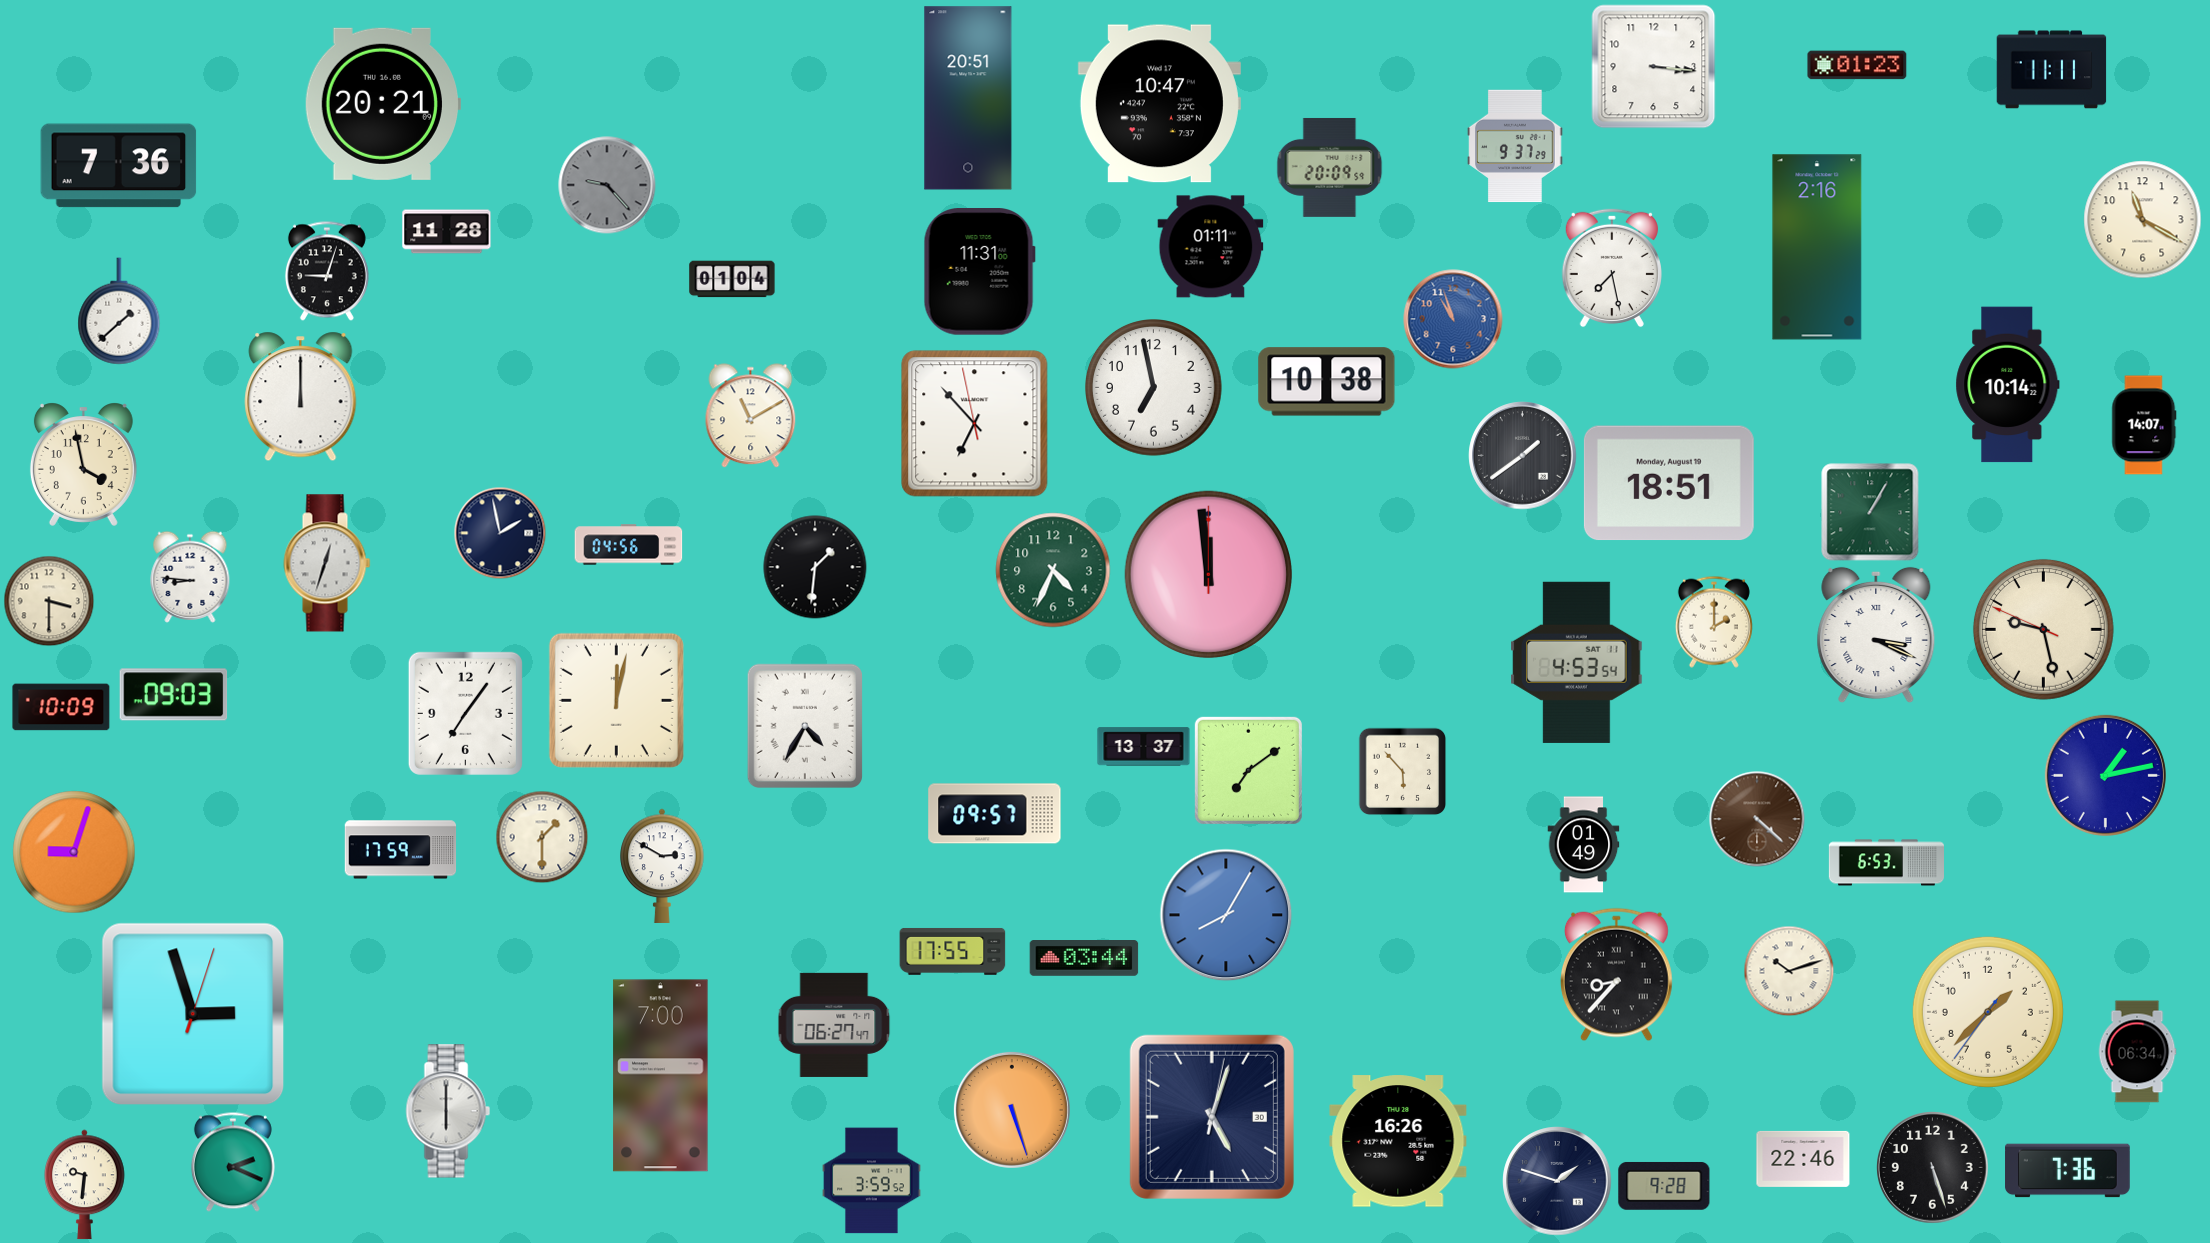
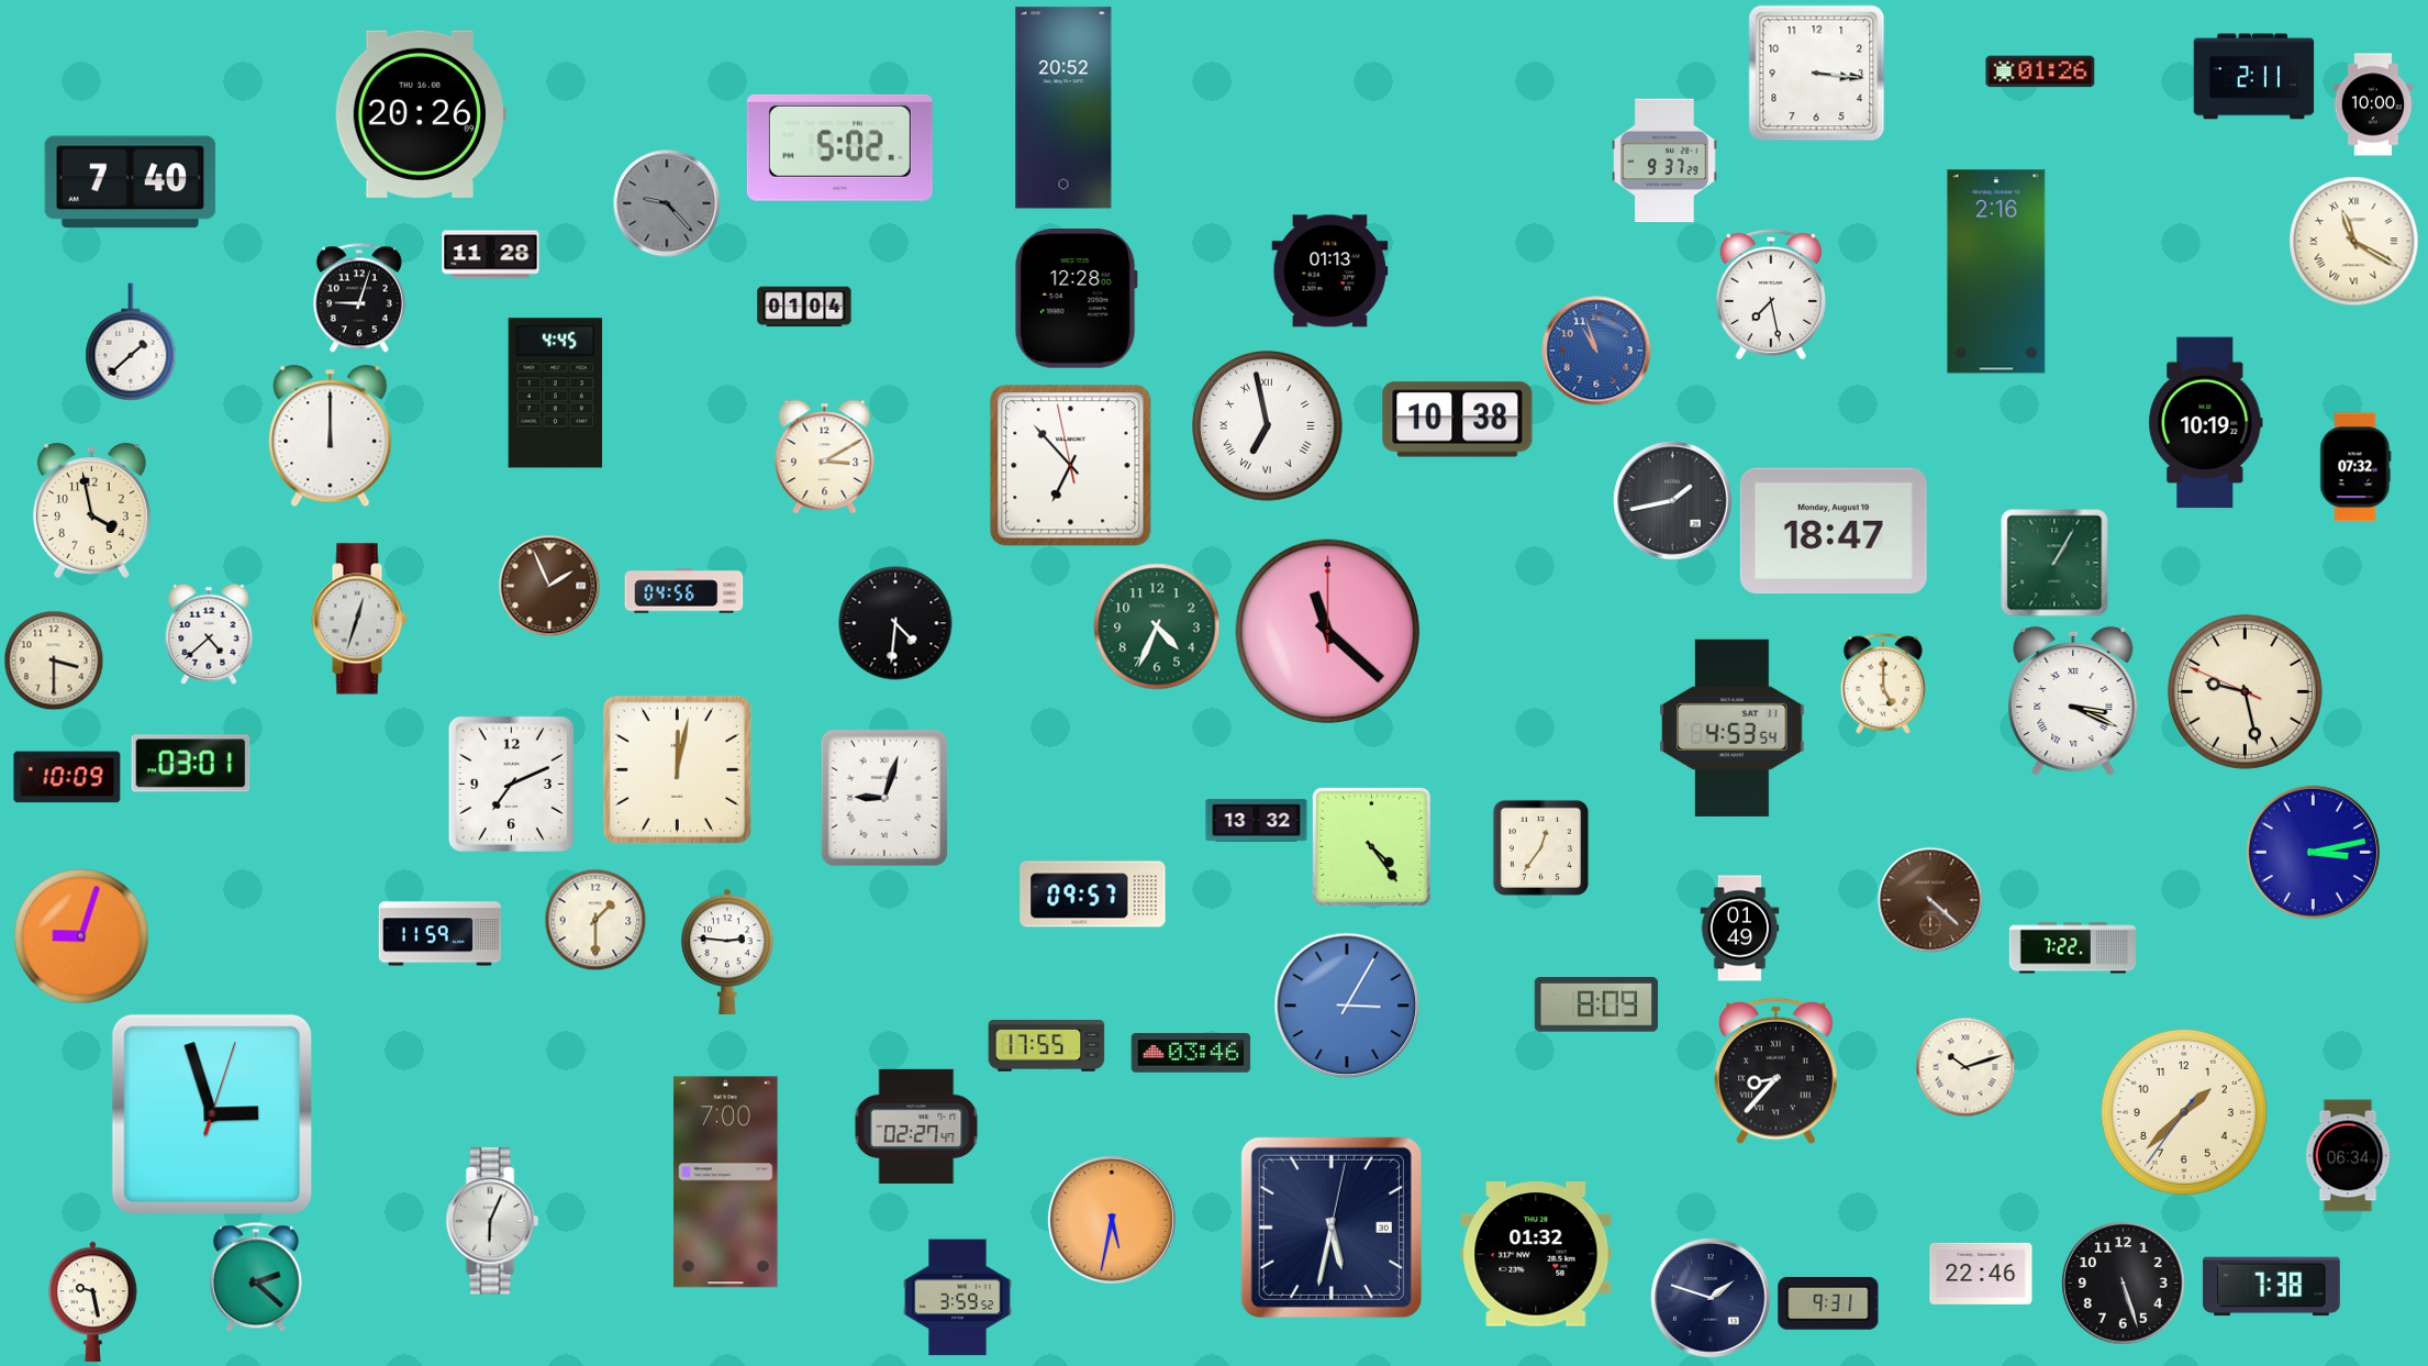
clock at (1857, 65): 01:23 -> 01:26
clock at (2052, 70): 11:11 -> 2:11
clock at (2373, 104): none -> 10:00
clock at (968, 98): 20:51 -> 20:52
clock at (382, 104): 20:21 -> 20:26
clock at (1159, 104): 10:47 -> none
clock at (839, 147): none -> 5:02
clock at (119, 166): 7:36 -> 7:40
clock at (1330, 167): 20:09 -> none
clock at (2143, 220) numerals: Arabic -> Roman
clock at (1211, 247): 01:11 -> 01:13
clock at (979, 272): 11:31 -> 12:28
clock at (556, 393): none -> 4:45
clock at (2008, 385): 10:14 -> 10:19
clock at (1154, 388) numerals: Arabic -> Roman
clock at (751, 416): 11:10 -> 3:10
clock at (2144, 425): 14:07 -> 07:32
clock at (1523, 456): 1:39 -> 1:43
clock at (1669, 483): 18:51 -> 18:47
clock at (500, 533): 1:58 -> 1:56
clock at (500, 533) dial: navy -> brown
clock at (629, 545) position: (629, 545) -> (684, 591)
clock at (815, 567): 1:31 -> 4:31
clock at (1208, 574): 11:59 -> 11:22
clock at (190, 577): 8:46 -> 4:38
clock at (1714, 622): 2:00 -> 5:00
clock at (1876, 635) position: (1876, 635) -> (2073, 701)
clock at (174, 695): 09:03 -> 03:01
clock at (465, 713): 7:06 -> 7:11
clock at (805, 725): 4:35 -> 9:03
clock at (1144, 747): 13:37 -> 13:32
clock at (1248, 770): 7:09 -> 4:24
clock at (1402, 771): 5:53 -> 12:36
clock at (2105, 775): 1:13 -> 3:13
clock at (401, 850): 17:59 -> 11:59
clock at (1886, 863): 6:53 -> 7:22
clock at (662, 866): 2:50 -> 2:46
clock at (1595, 1004): none -> 8:09
clock at (1226, 915): 8:05 -> 3:05
clock at (1084, 959): 03:44 -> 03:46
clock at (834, 1025): 06:27 -> 02:27
clock at (1012, 1110): 5:27 -> 5:32
clock at (448, 1111): 6:00 -> 6:04
clock at (1212, 1117): 5:03 -> 5:32
clock at (1398, 1141): 16:26 -> 01:32
clock at (233, 1162): 2:19 -> 2:22
clock at (2068, 1171): 7:36 -> 7:38
clock at (85, 1185): 9:31 -> 9:28
clock at (1664, 1186): 9:28 -> 9:31
